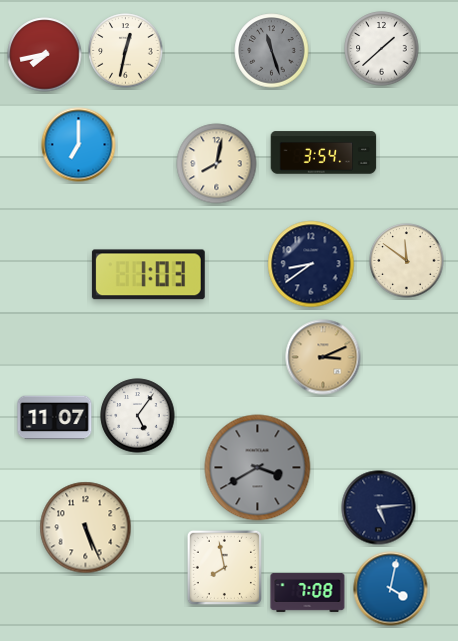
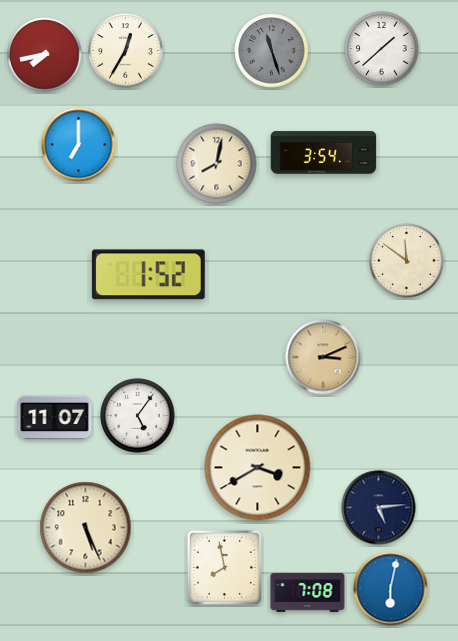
clock at (126, 51): 12:32 -> 12:35
clock at (311, 264): 8:39 -> none
clock at (148, 275): 1:03 -> 1:52
clock at (258, 468) dial: grey -> cream
clock at (391, 589): 4:02 -> 6:02
